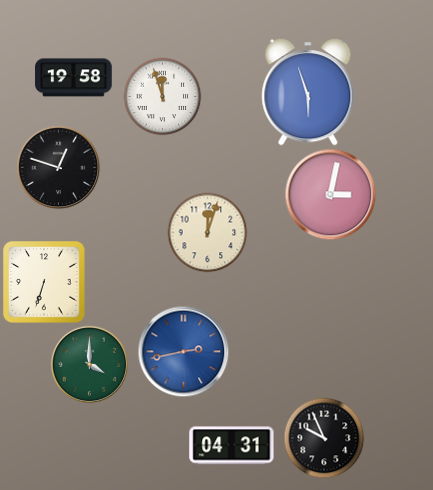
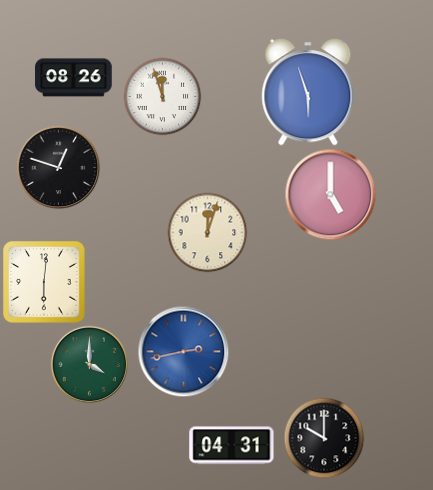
clock at (74, 78): 19:58 -> 08:26
clock at (330, 194): 3:02 -> 5:00
clock at (44, 282): 6:33 -> 6:01
clock at (324, 438): 9:56 -> 10:00
